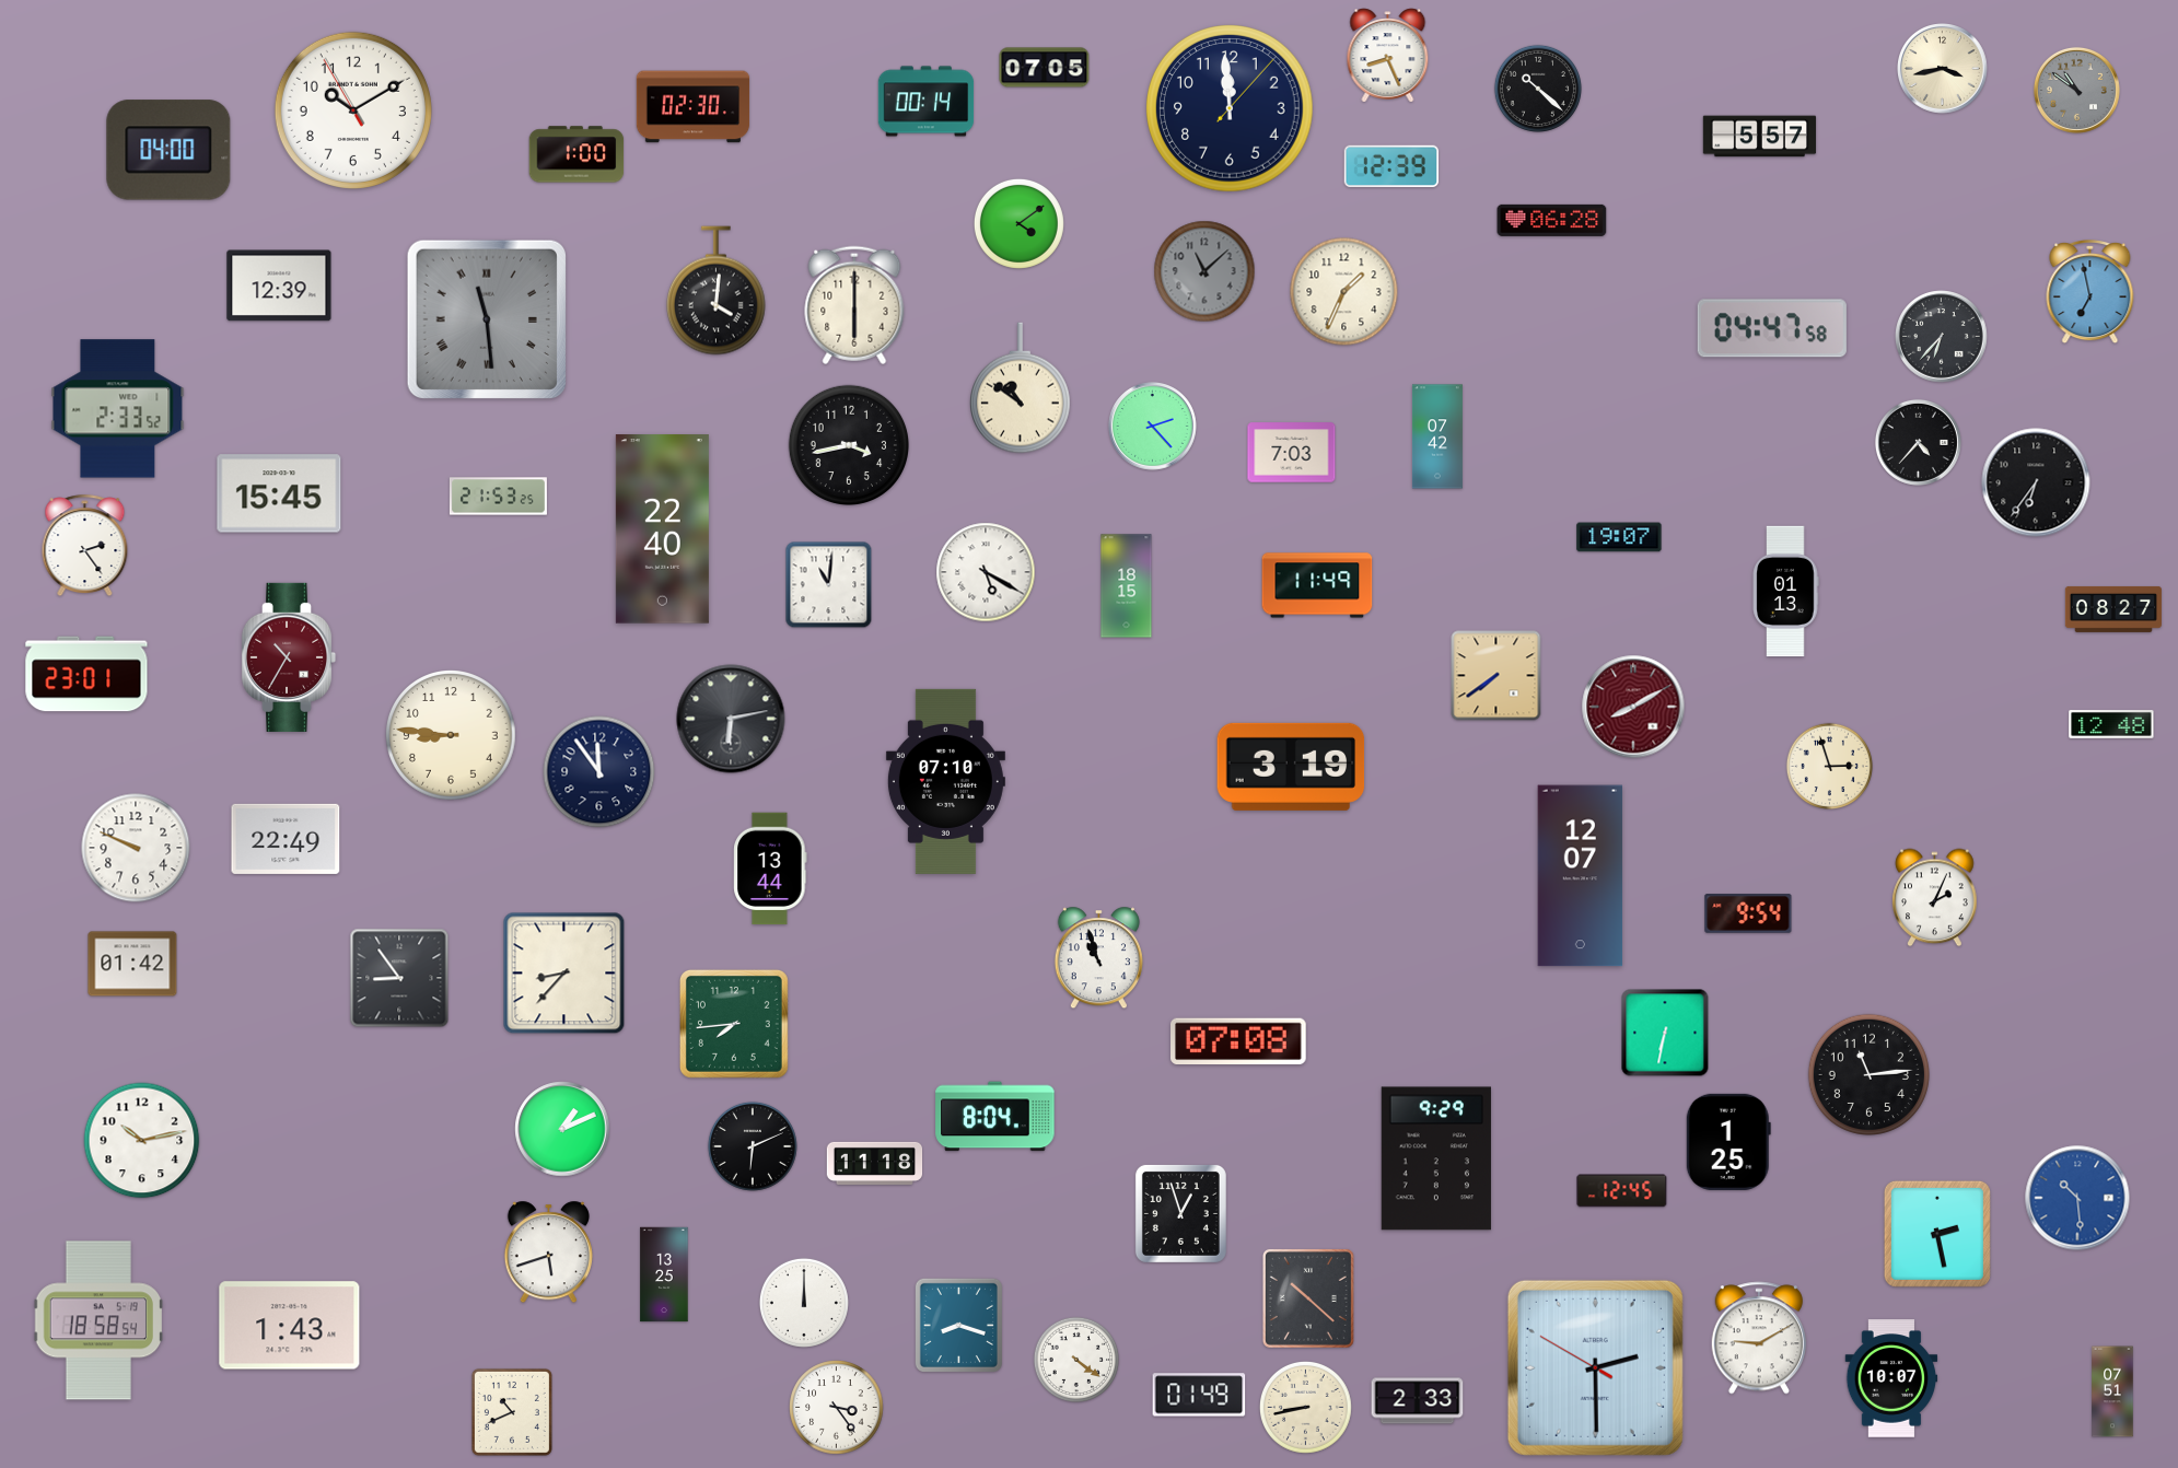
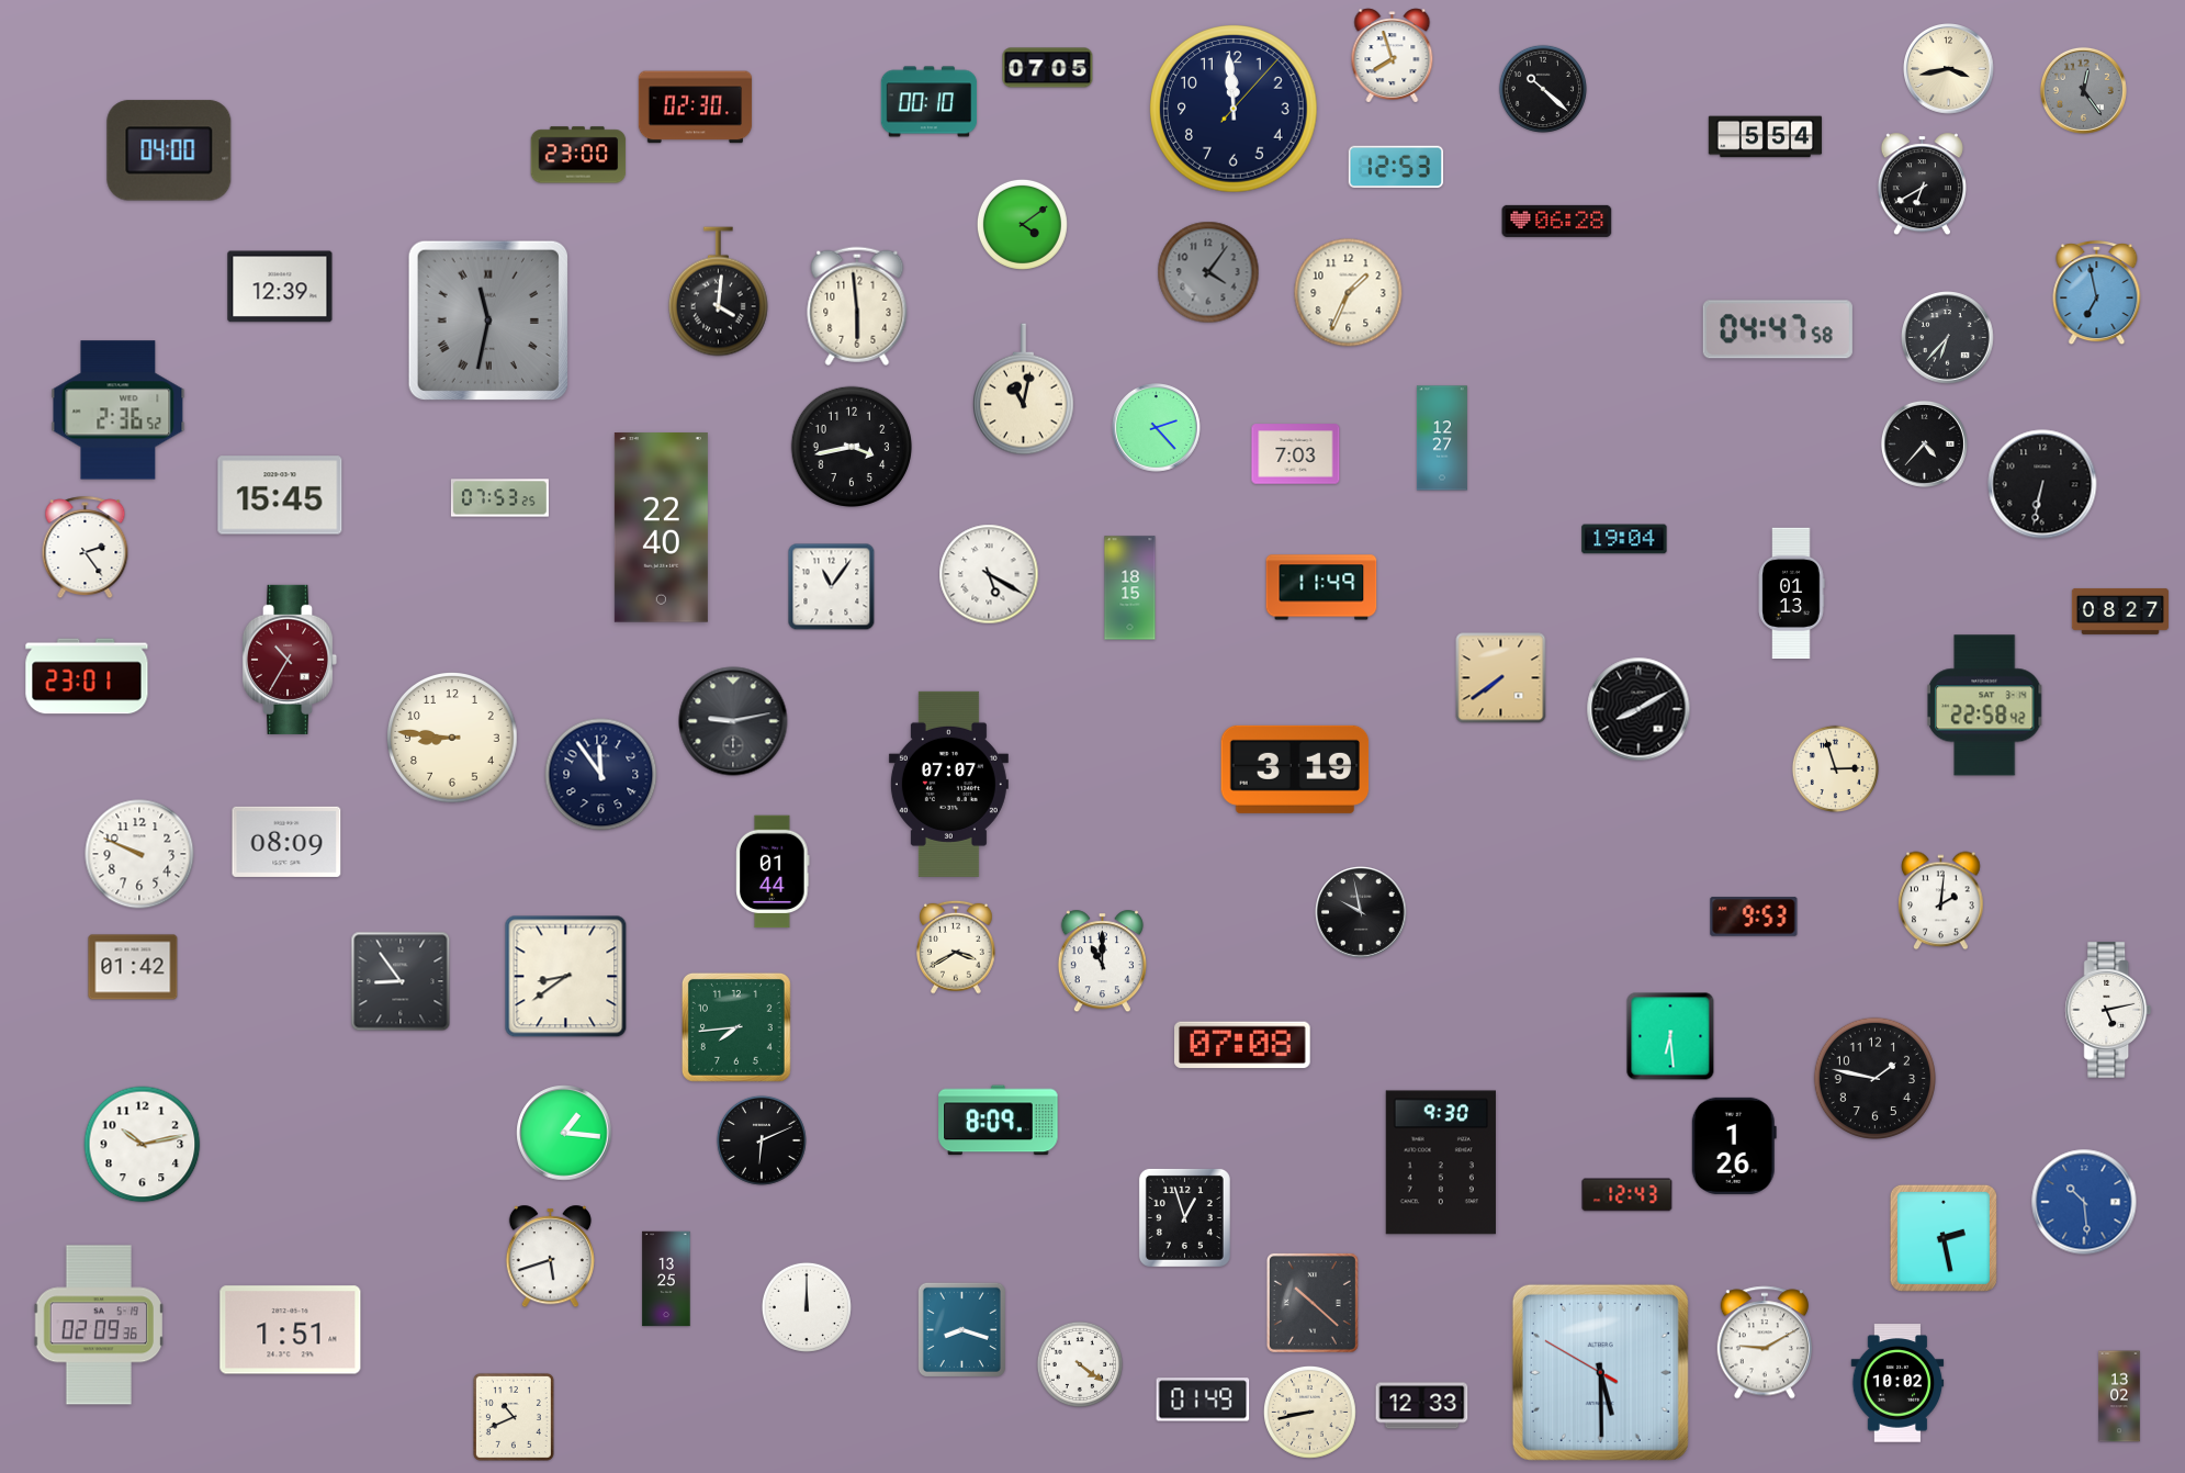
clock at (1388, 56): 8:26 -> 7:57
clock at (2076, 90): 10:51 -> 12:24
clock at (927, 102): 00:14 -> 00:10
clock at (353, 110): 10:09 -> none
clock at (1760, 137): 5:57 -> 5:54
clock at (576, 154): 1:00 -> 23:00
clock at (1391, 166): 12:39 -> 12:53
clock at (1922, 184): none -> 6:40
clock at (1204, 271): 11:08 -> 4:06
clock at (854, 305): 6:00 -> 5:59
clock at (487, 319): 11:29 -> 11:32
clock at (1021, 388): 10:51 -> 11:02
clock at (118, 409): 2:33 -> 2:36
clock at (1437, 436): 07:42 -> 12:27
clock at (2036, 482): 6:36 -> 6:32
clock at (498, 497): 21:53 -> 07:53
clock at (662, 529) position: (662, 529) -> (661, 528)
clock at (1619, 537): 19:07 -> 19:04
clock at (829, 585): 11:01 -> 11:06
clock at (1984, 706): none -> 22:58
clock at (1633, 707) dial: burgundy -> black
clock at (731, 719): 6:13 -> 9:13
clock at (2111, 725): 12:48 -> none
clock at (945, 781): 07:10 -> 07:07
clock at (286, 839): 22:49 -> 08:09
clock at (136, 848) position: (136, 848) -> (139, 854)
clock at (770, 869): 13:44 -> 01:44
clock at (1581, 876): 12:07 -> none
clock at (1935, 898): 2:04 -> 2:01
clock at (1361, 912): none -> 9:58
clock at (1748, 913): 9:54 -> 9:53
clock at (957, 947): none -> 3:40
clock at (1098, 958): 10:57 -> 11:00
clock at (564, 974): 8:37 -> 8:39
clock at (2108, 1010): none -> 5:13
clock at (1665, 1033): 6:32 -> 6:29
clock at (1868, 1074): 11:14 -> 1:47
clock at (995, 1117): 8:04 -> 8:09
clock at (562, 1129): 1:11 -> 1:16
clock at (1728, 1142): 1:25 -> 1:26
clock at (753, 1146) position: (753, 1146) -> (762, 1140)
clock at (1436, 1158): 9:29 -> 9:30
clock at (875, 1163): 11:18 -> none
clock at (1622, 1191): 12:45 -> 12:43
clock at (97, 1320): 18:58 -> 02:09
clock at (290, 1326): 1:43 -> 1:51
clock at (1595, 1367): 2:29 -> 5:29
clock at (1891, 1378): 10:07 -> 10:02
clock at (2112, 1391): 07:51 -> 13:02
clock at (1418, 1401): 2:33 -> 12:33
clock at (837, 1408): 3:24 -> none
